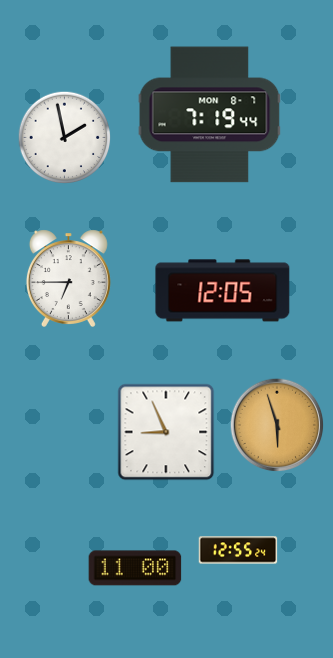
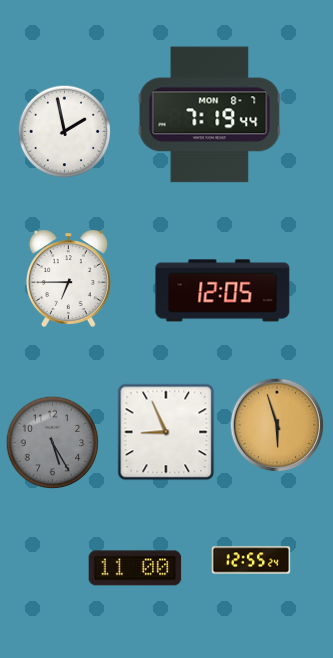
clock at (65, 138) position: (65, 138) -> (65, 132)
clock at (53, 443): none -> 5:25
clock at (238, 550) position: (238, 550) -> (251, 560)
